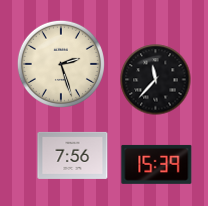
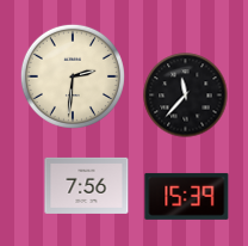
clock at (61, 64): 2:27 -> 2:31
